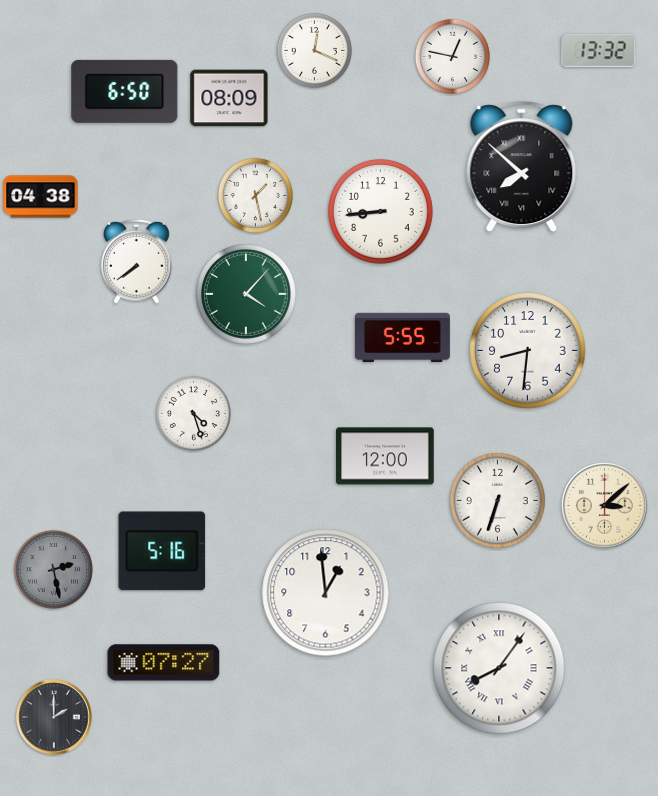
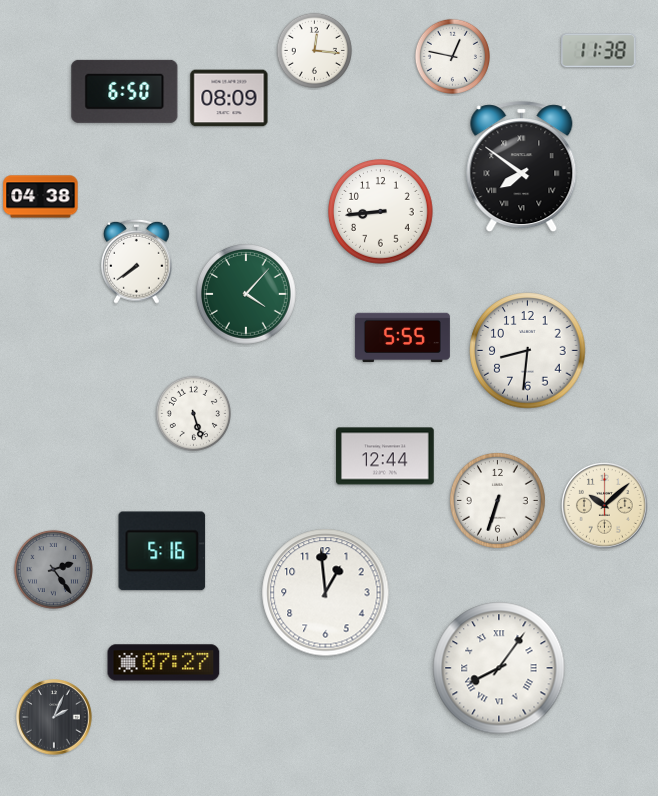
clock at (314, 50): 12:19 -> 12:16
clock at (599, 51): 13:32 -> 11:38
clock at (522, 167): 7:52 -> 7:51
clock at (255, 195): 1:28 -> none
clock at (193, 413): 4:27 -> 5:27
clock at (385, 456): 12:00 -> 12:44
clock at (604, 505): 3:08 -> 10:08
clock at (53, 569): 2:28 -> 2:24
clock at (54, 717): 2:00 -> 2:04
